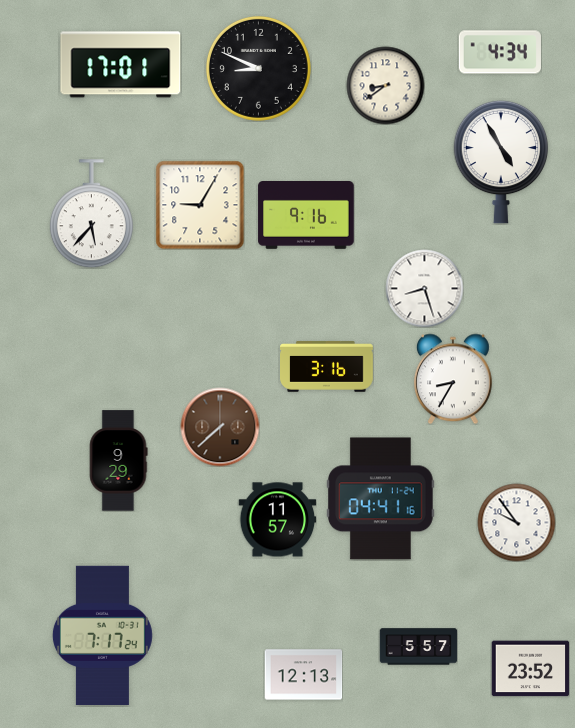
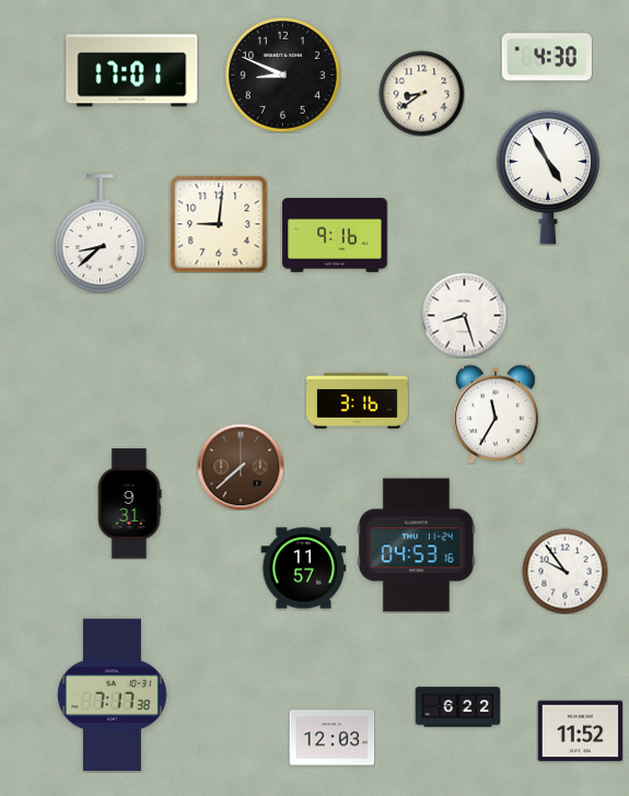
clock at (500, 52): 4:34 -> 4:30
clock at (200, 205): 9:05 -> 9:01
clock at (91, 214): 5:37 -> 8:38
clock at (453, 379): 8:35 -> 11:35
clock at (118, 461): 9:29 -> 9:31
clock at (381, 499): 04:41 -> 04:53
clock at (102, 635): 7:17:24 -> 7:17:38
clock at (418, 647): 5:57 -> 6:22
clock at (530, 669): 23:52 -> 11:52
clock at (303, 675): 12:13 -> 12:03
